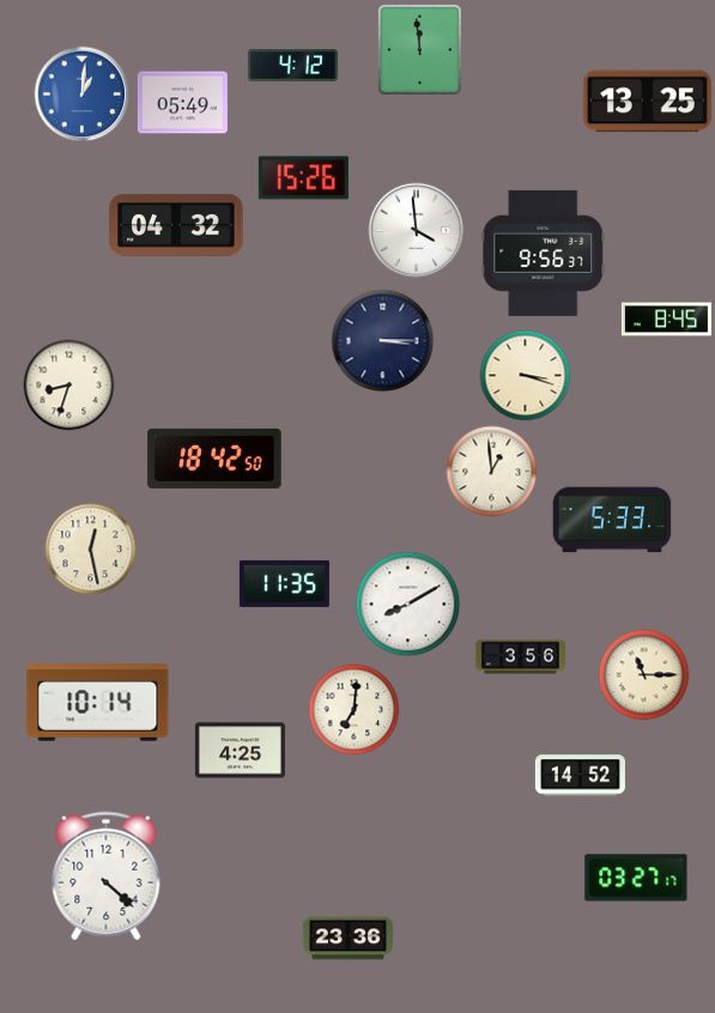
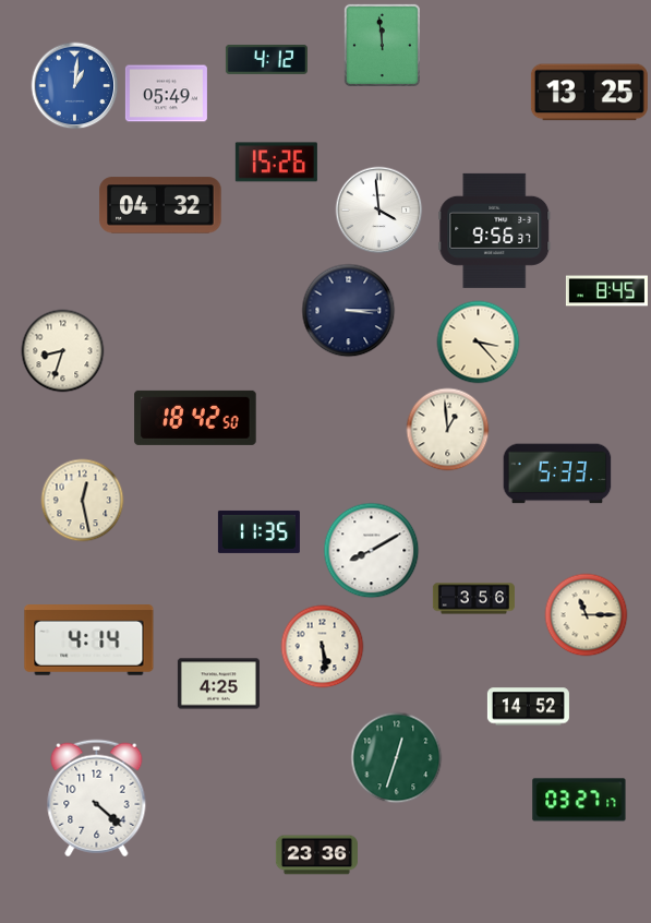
clock at (526, 376): 3:18 -> 3:23
clock at (98, 703): 10:14 -> 4:14
clock at (355, 710): 7:01 -> 5:29
clock at (397, 758): none -> 12:33
